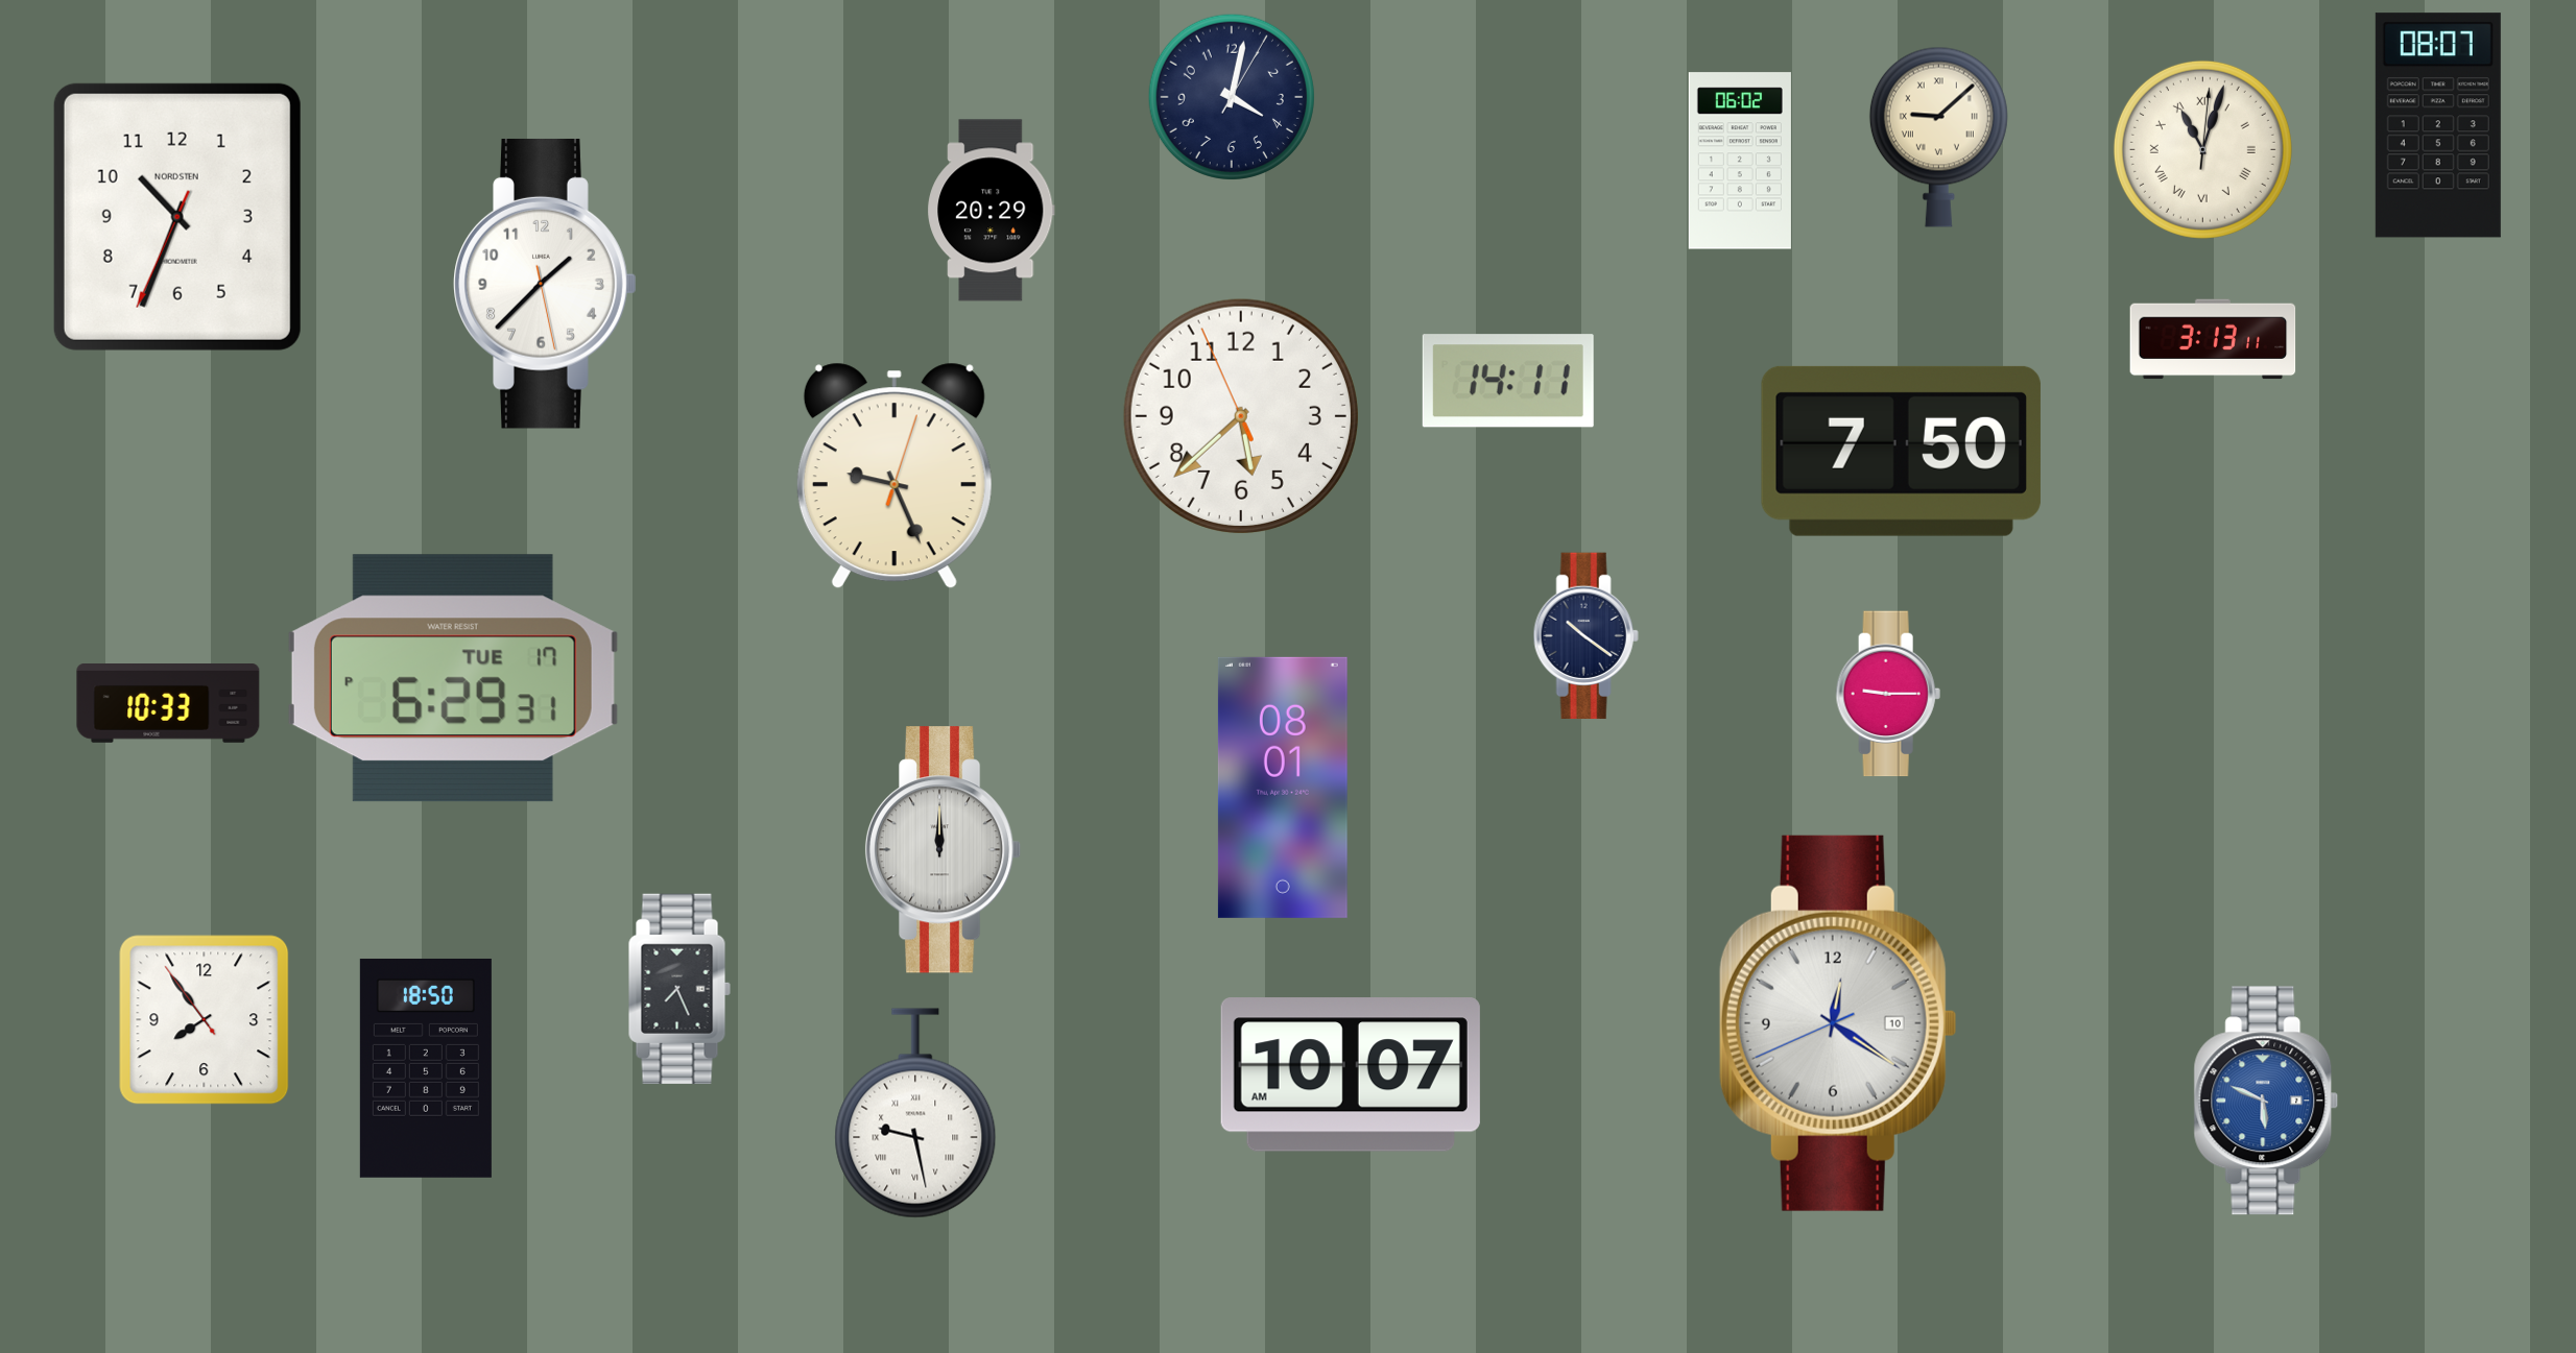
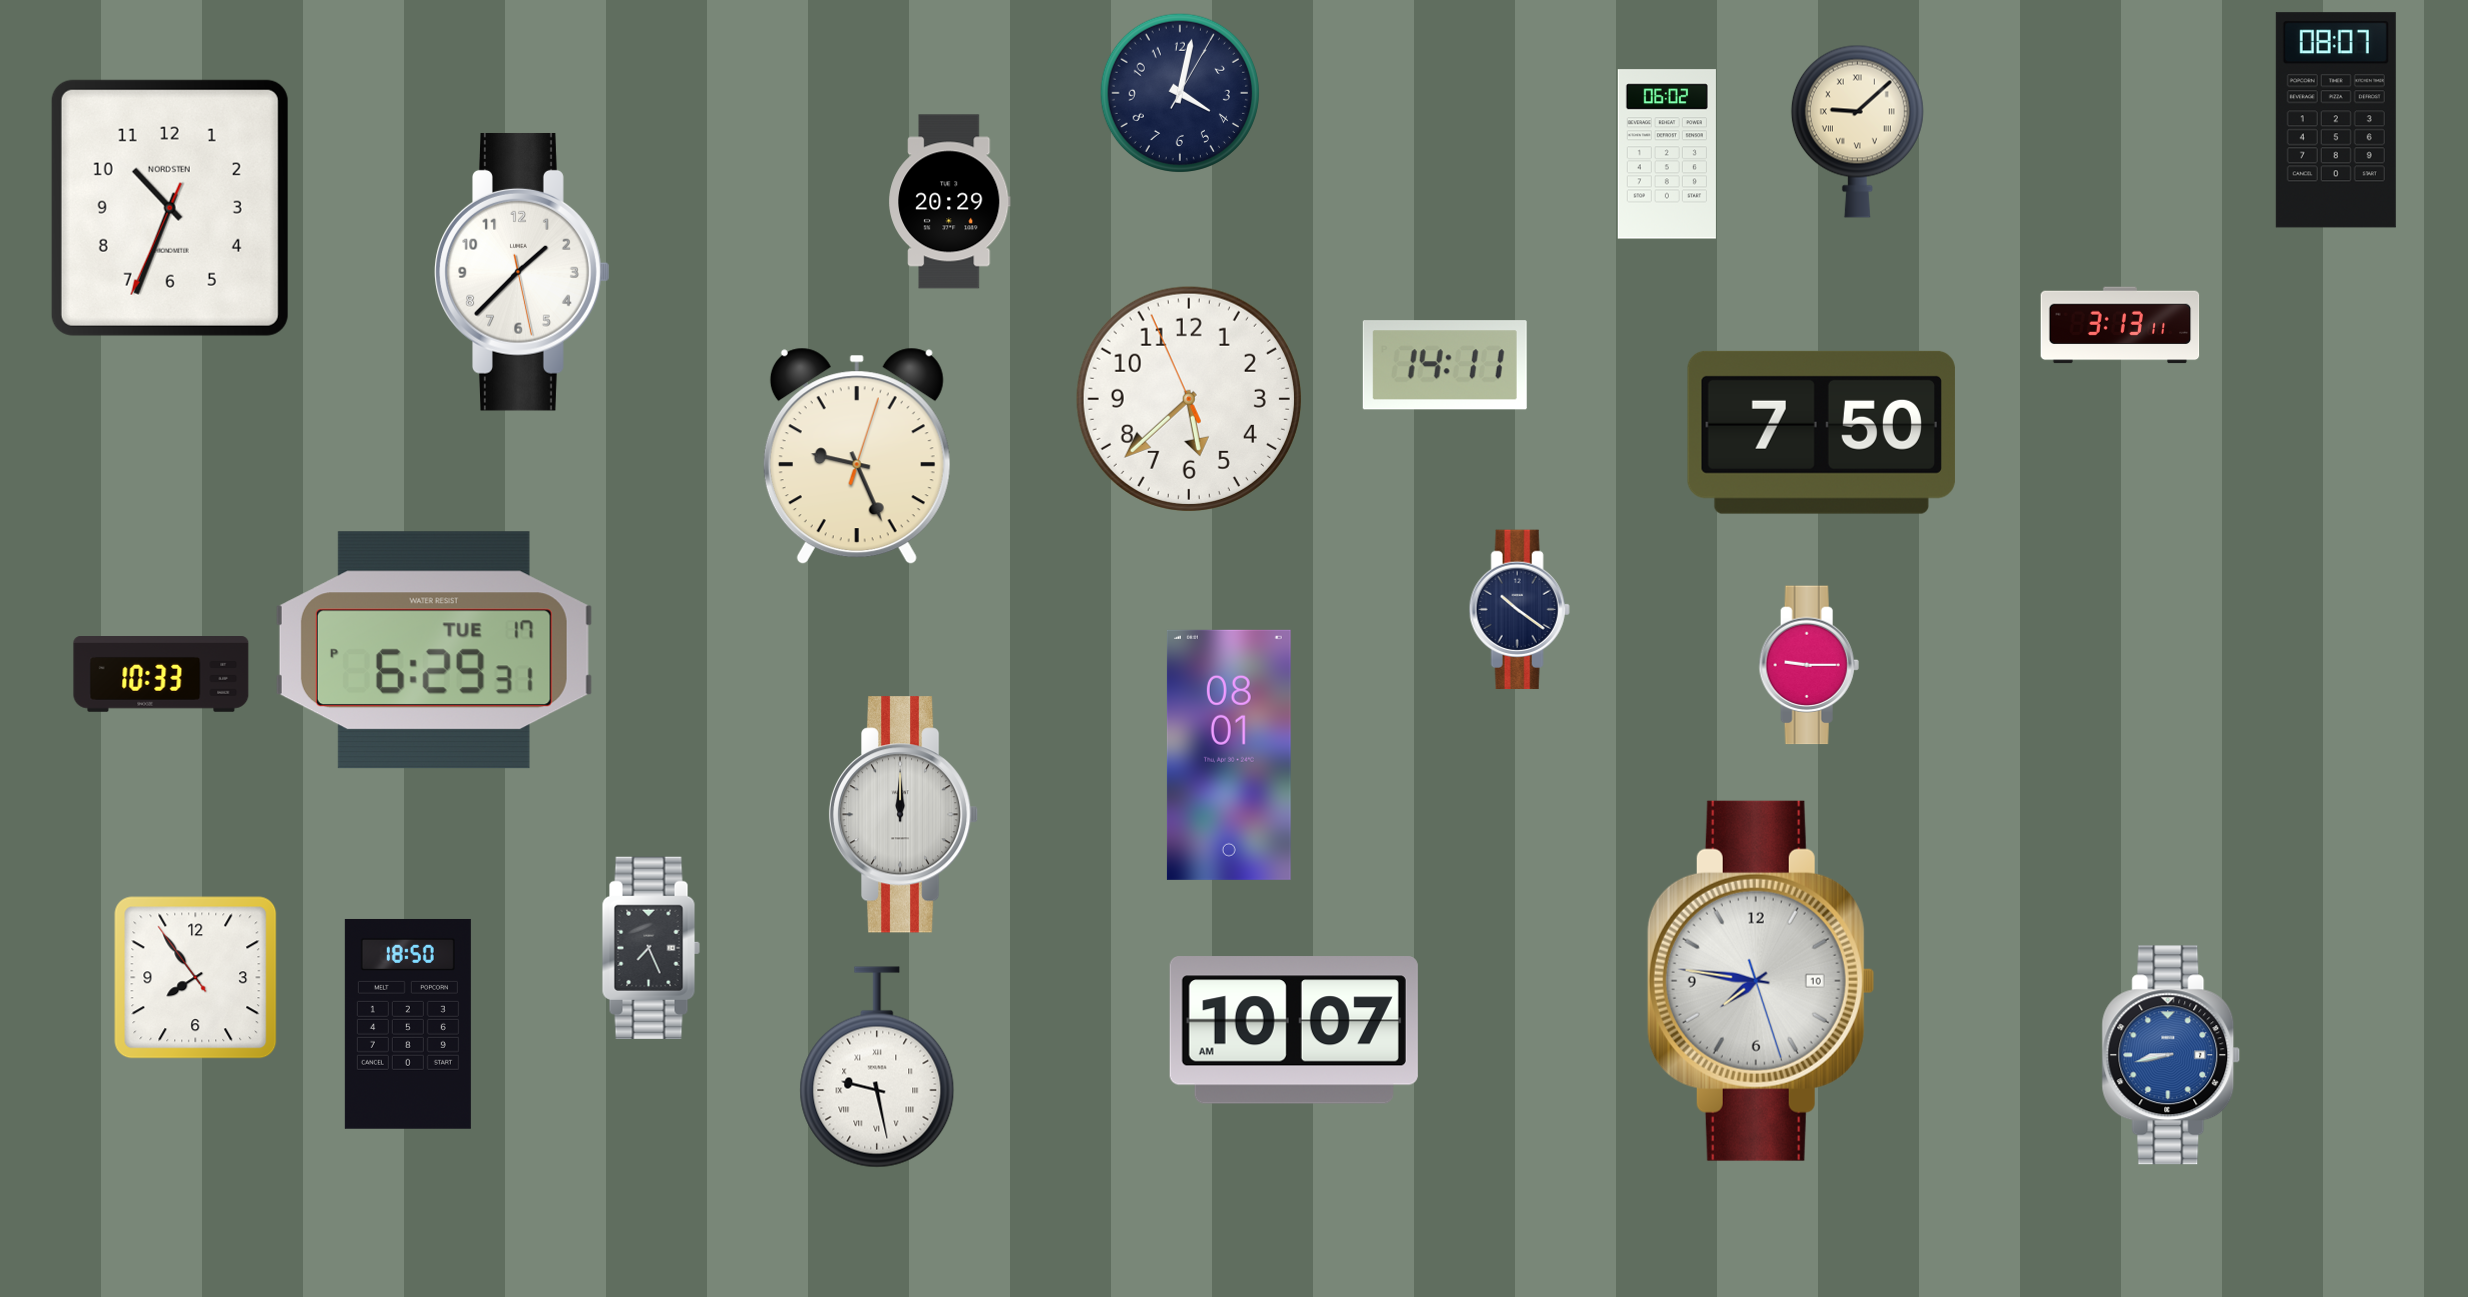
clock at (2202, 149): 11:03 -> none
clock at (1838, 1023): 12:20 -> 7:46
clock at (2266, 1101): 5:49 -> 8:43
